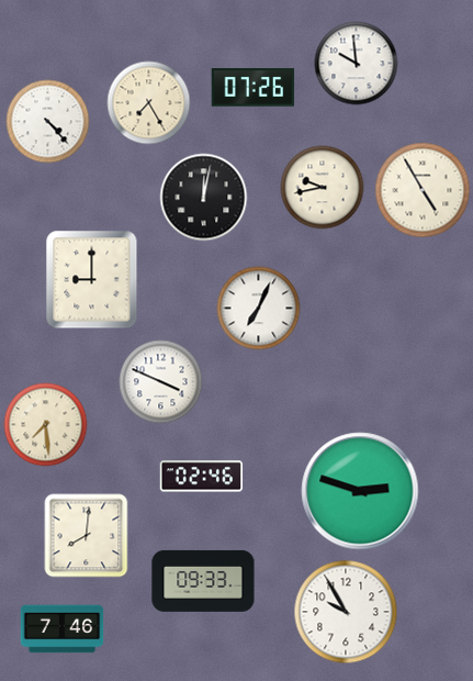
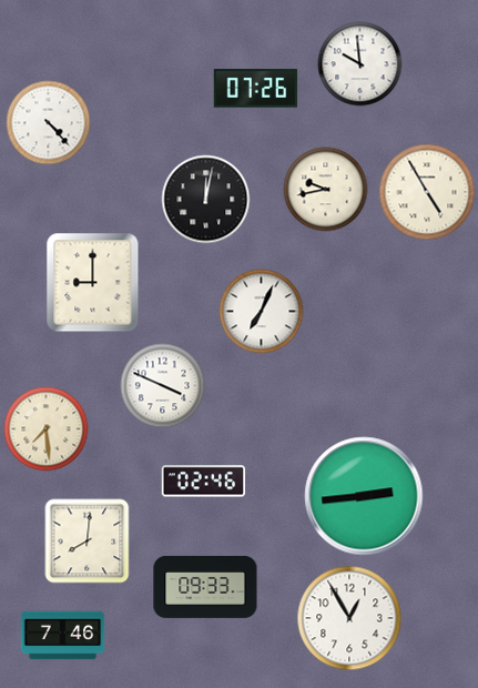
clock at (149, 103): 7:25 -> none
clock at (360, 491): 2:48 -> 2:44
clock at (346, 612): 9:55 -> 12:55
